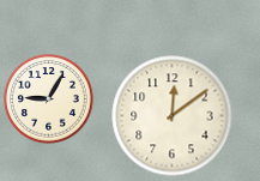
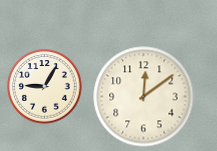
clock at (49, 99) position: (49, 99) -> (45, 87)
